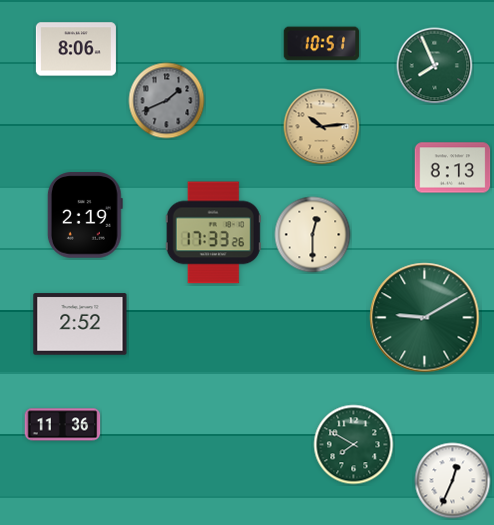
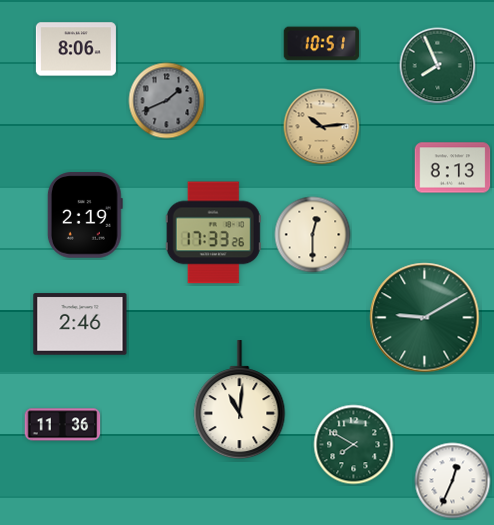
clock at (435, 66) position: (435, 66) -> (438, 66)
clock at (80, 324): 2:52 -> 2:46
clock at (240, 400): none -> 11:01
